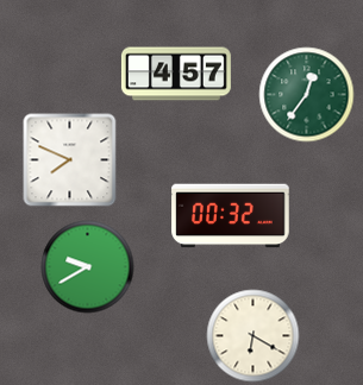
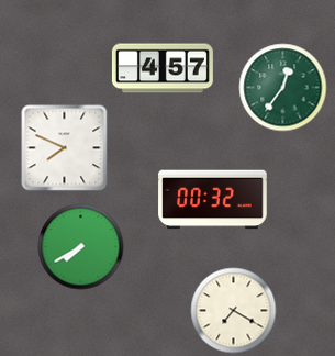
clock at (87, 266): 9:40 -> 7:40
clock at (252, 335): 6:20 -> 7:20
